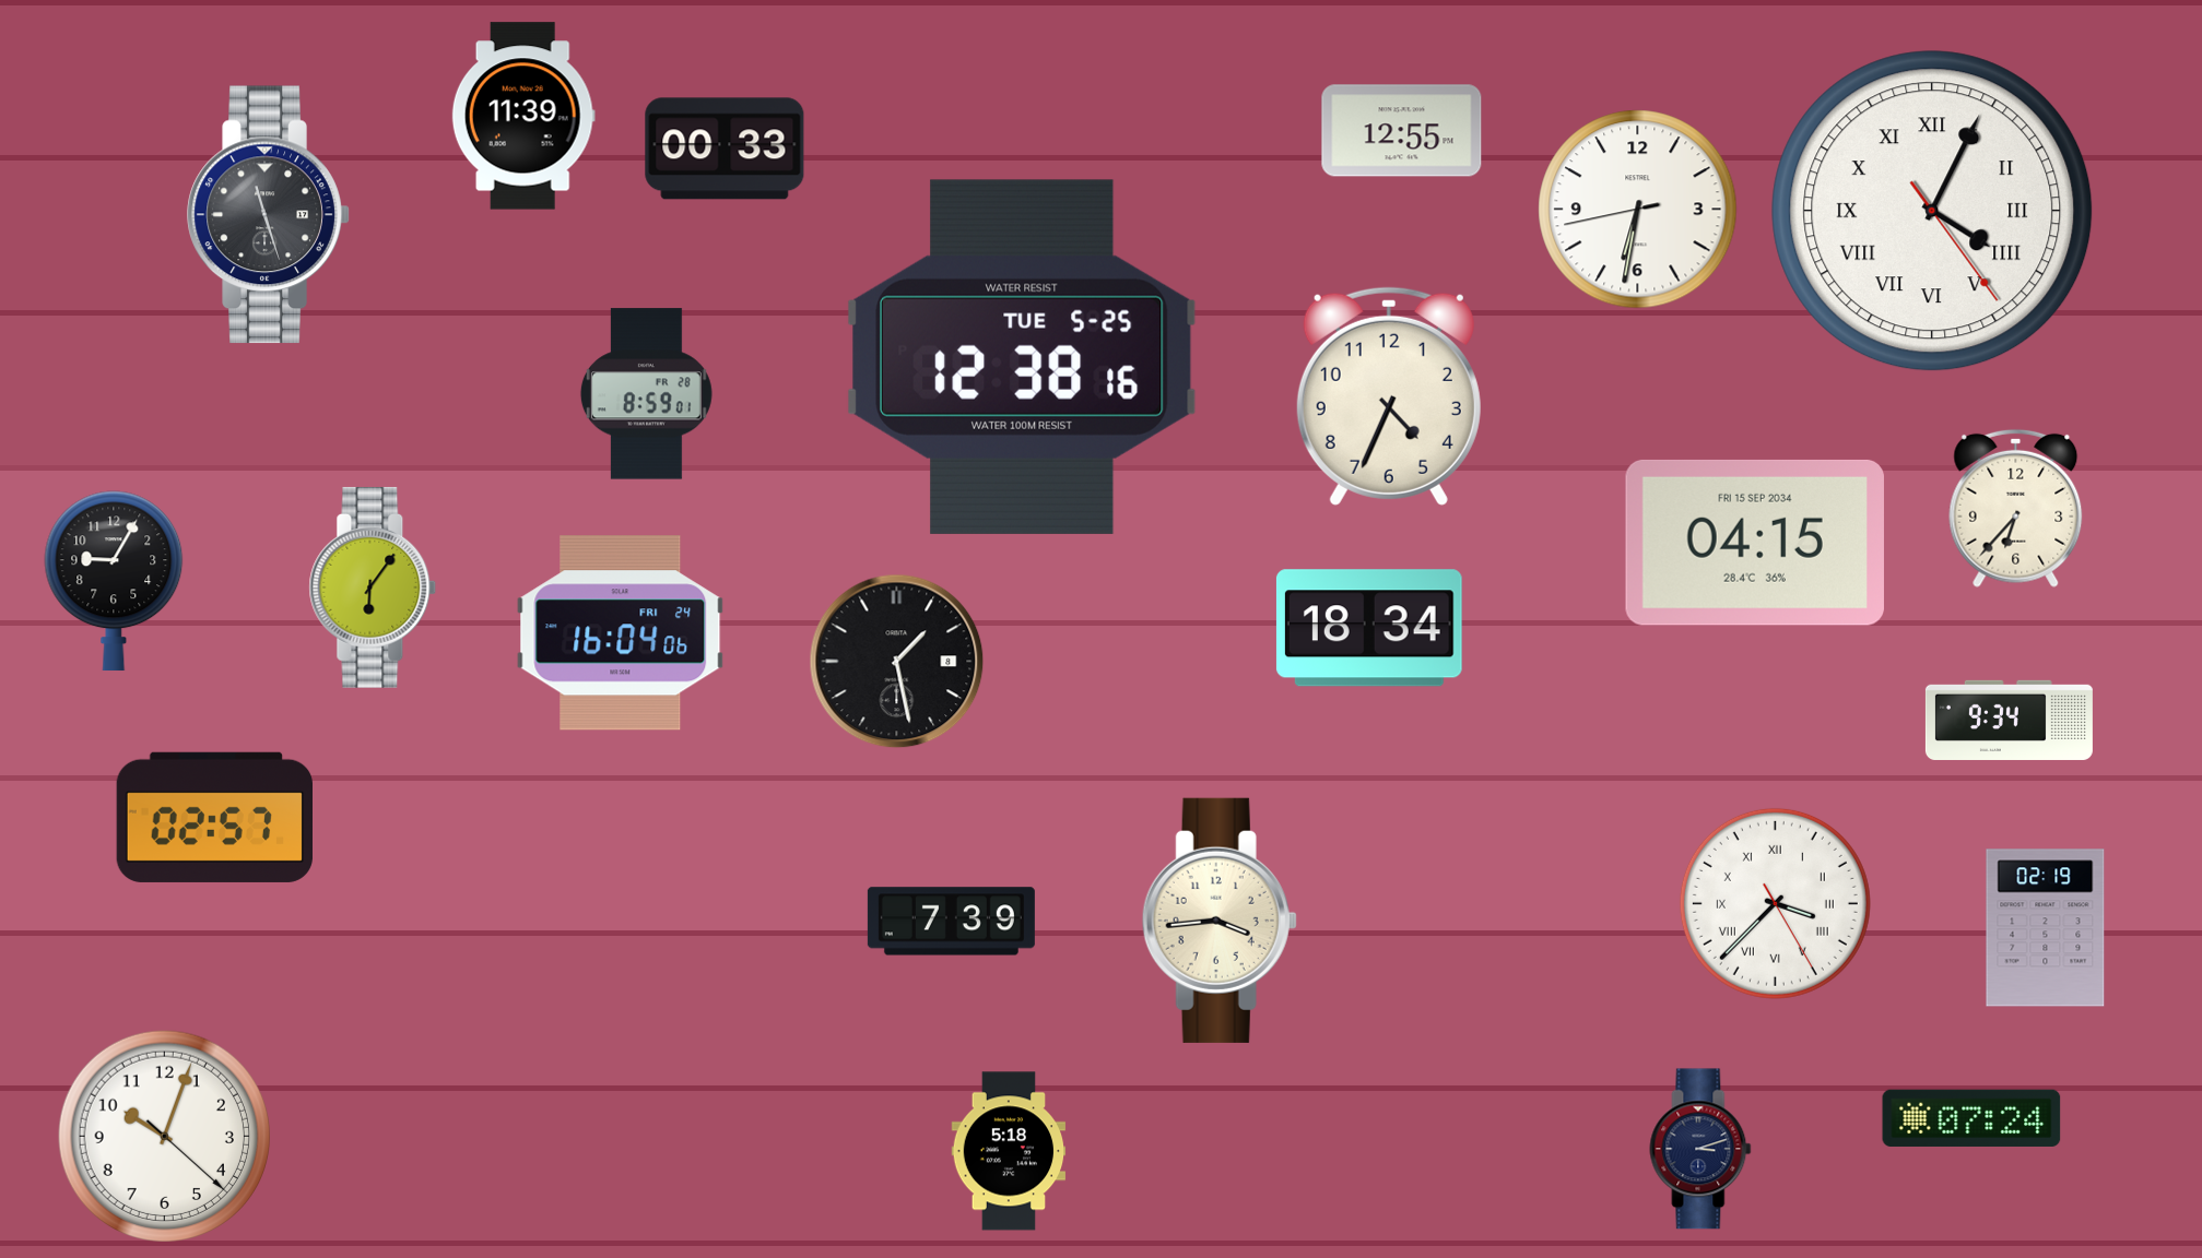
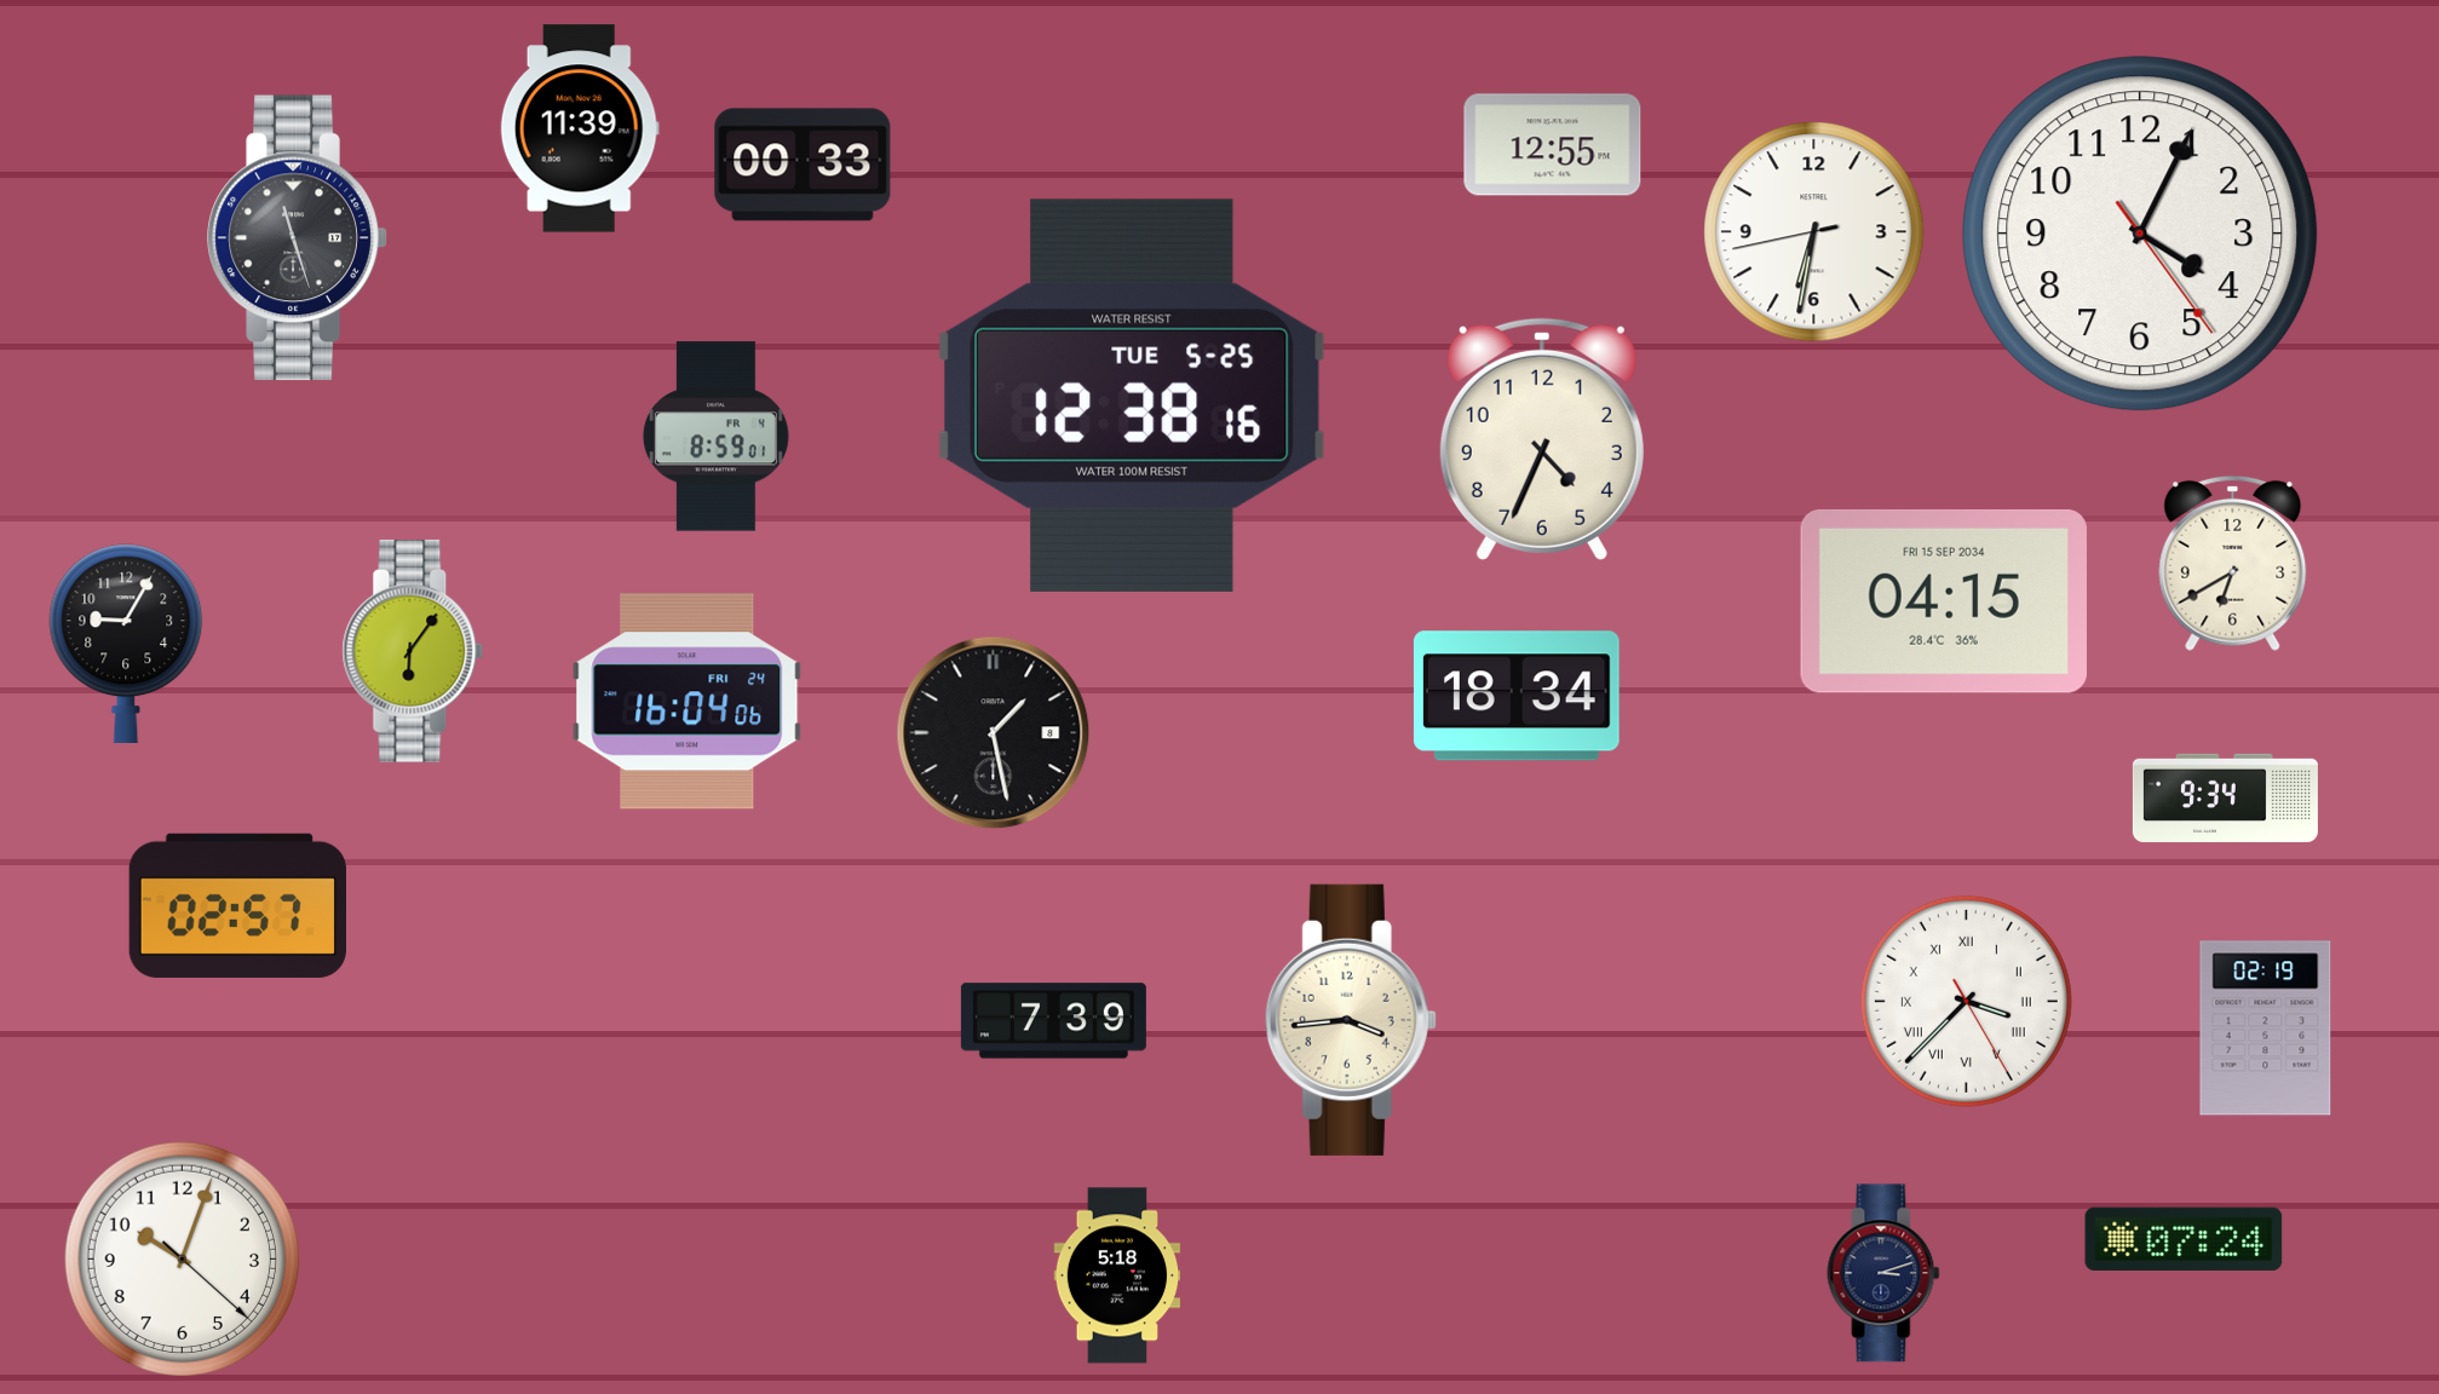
clock at (1932, 211) numerals: Roman -> Arabic
clock at (646, 394) date: FR 28 -> FR 4
clock at (1389, 396) position: (1389, 396) -> (1542, 439)
clock at (2016, 508): 6:37 -> 6:40
